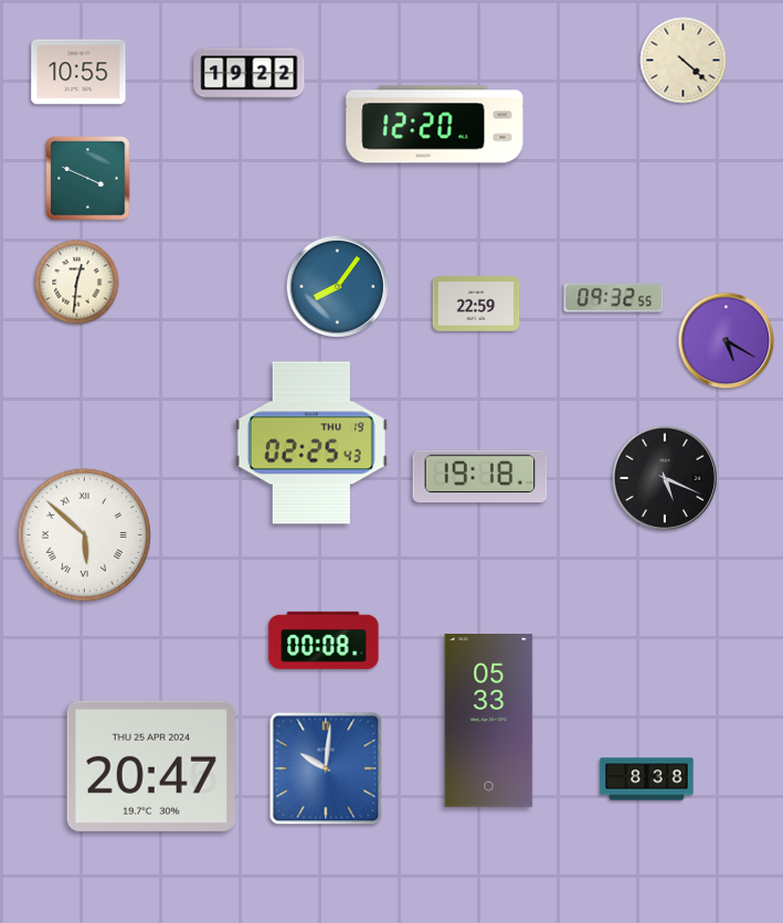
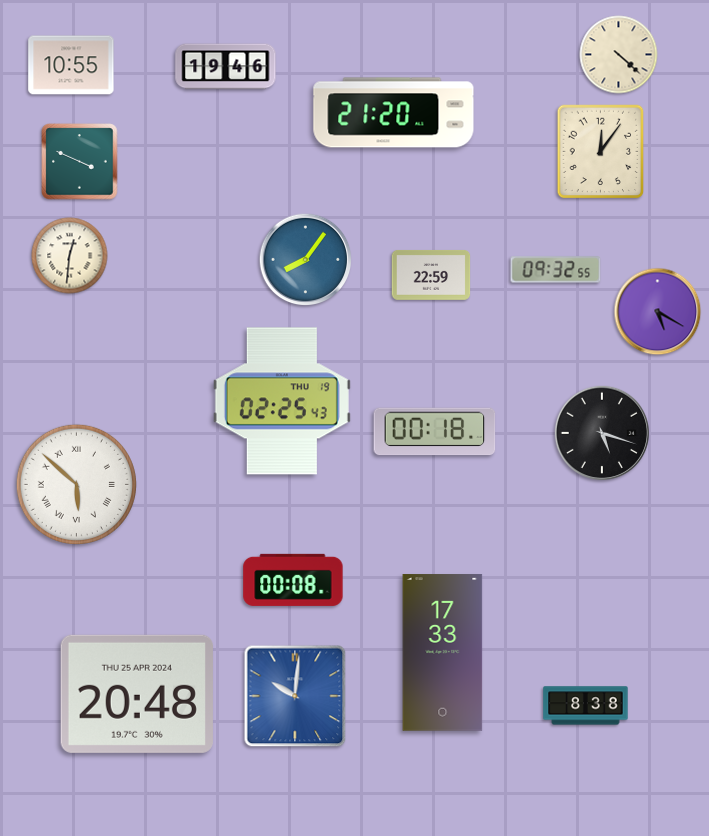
clock at (250, 74): 19:22 -> 19:46
clock at (435, 125): 12:20 -> 21:20
clock at (601, 152): none -> 12:06
clock at (727, 341) position: (727, 341) -> (658, 312)
clock at (480, 477): 19:18 -> 00:18
clock at (665, 478): 5:19 -> 5:18
clock at (489, 721): 05:33 -> 17:33
clock at (151, 766): 20:47 -> 20:48
